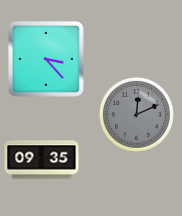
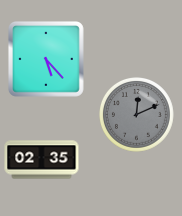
clock at (46, 59): 3:23 -> 5:23
clock at (42, 160): 09:35 -> 02:35
